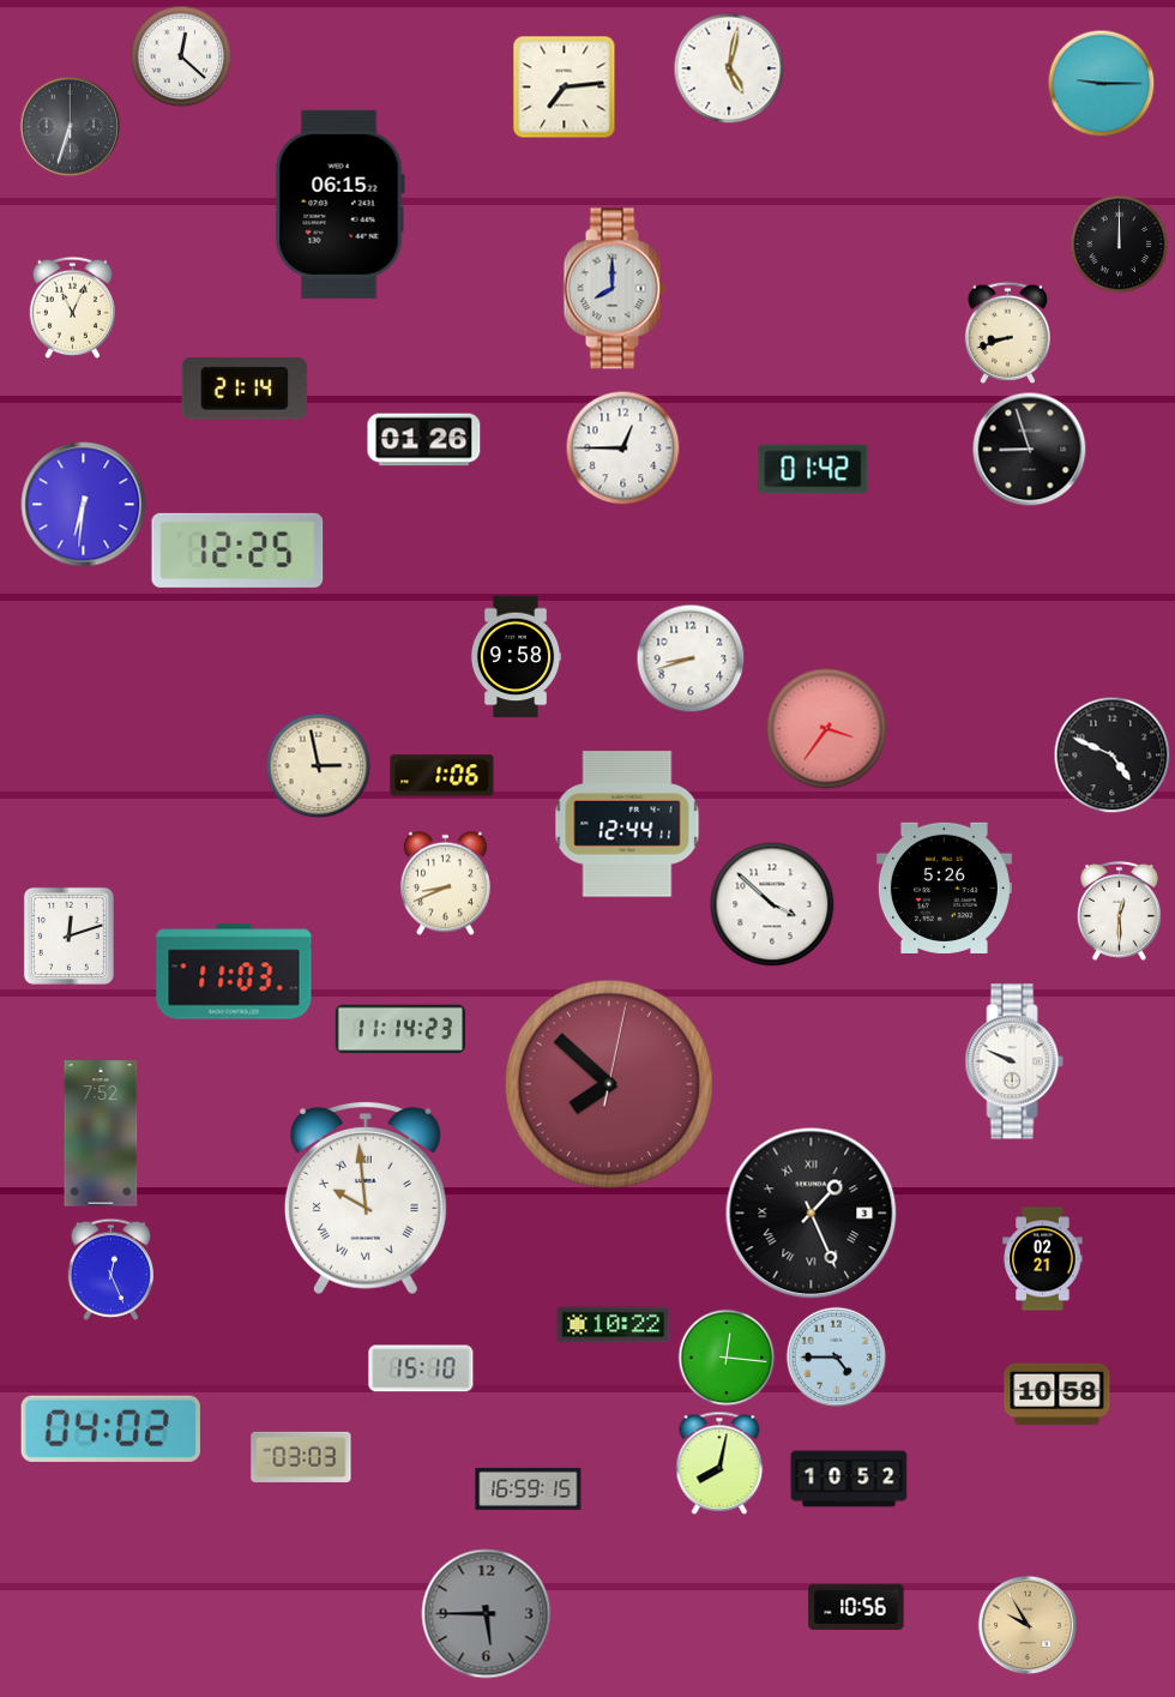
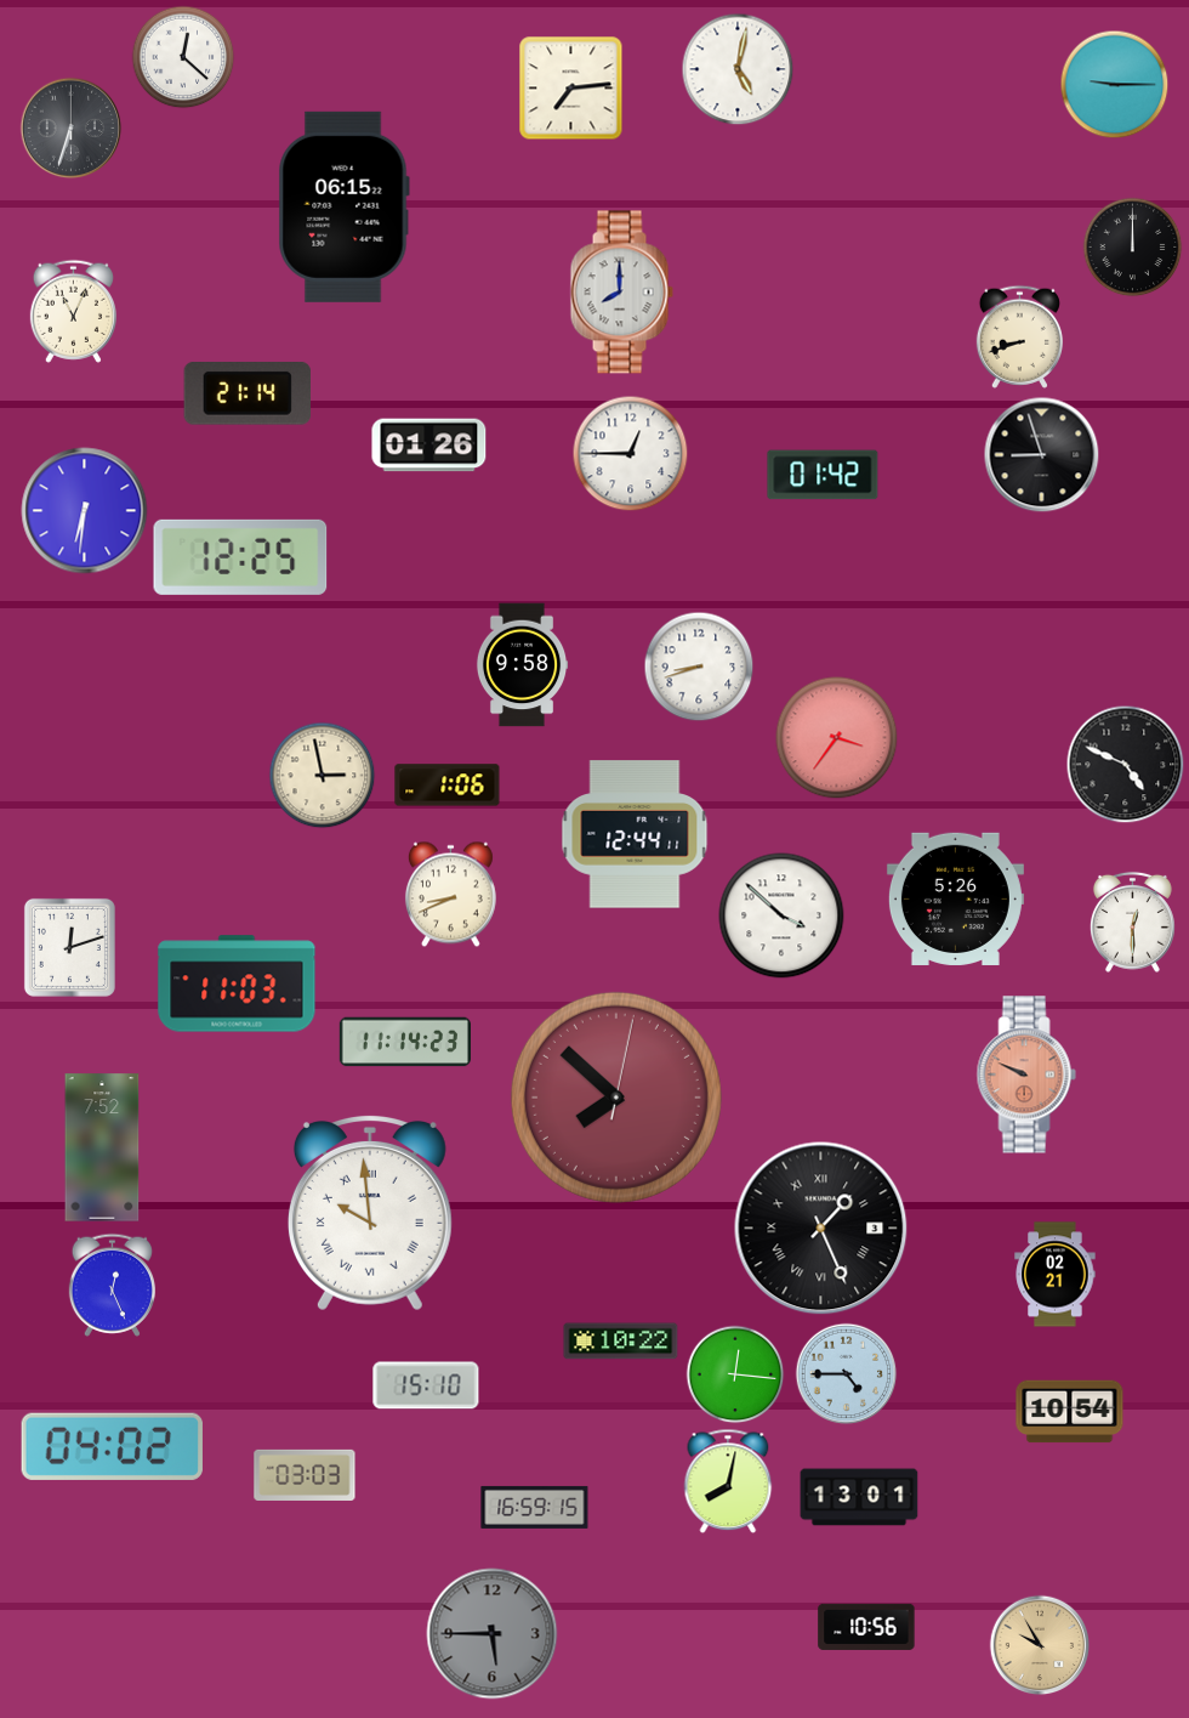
clock at (1014, 1061) dial: white -> salmon
clock at (1057, 1395): 10:58 -> 10:54
clock at (849, 1479): 10:52 -> 13:01
